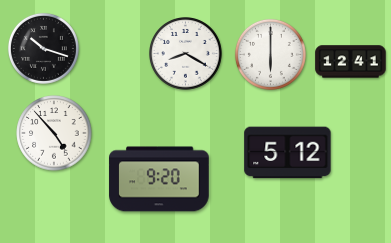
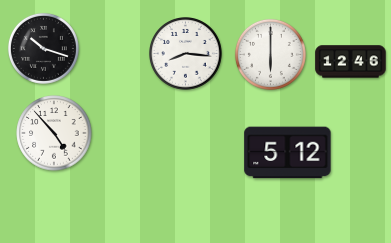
clock at (186, 54): 8:20 -> 8:16
clock at (351, 62): 12:41 -> 12:46
clock at (159, 179): 9:20 -> none
